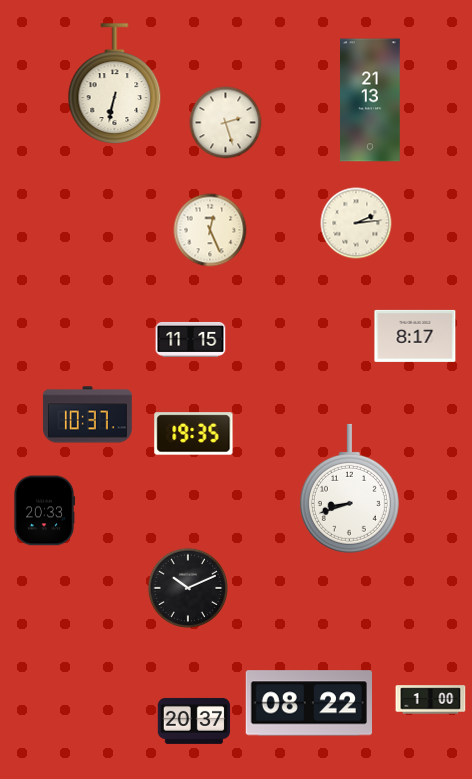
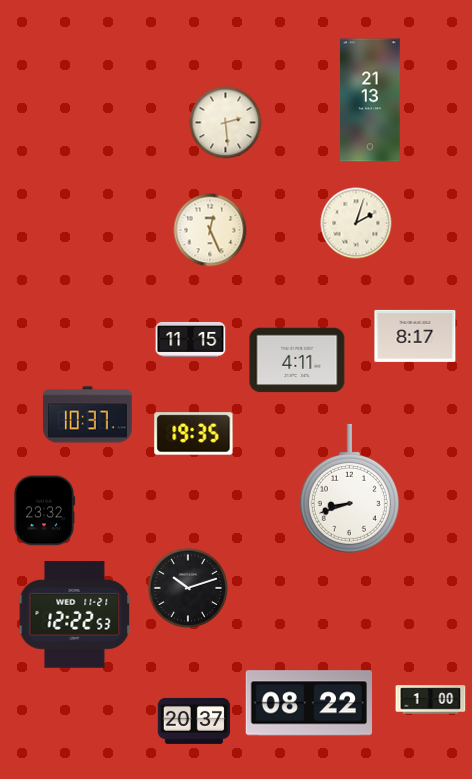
clock at (115, 84): 6:32 -> none
clock at (226, 123): 2:27 -> 2:29
clock at (356, 223): 2:14 -> 2:03
clock at (297, 360): none -> 4:11
clock at (44, 511): 20:33 -> 23:32
clock at (187, 587): 10:11 -> 10:12
clock at (75, 615): none -> 12:22
